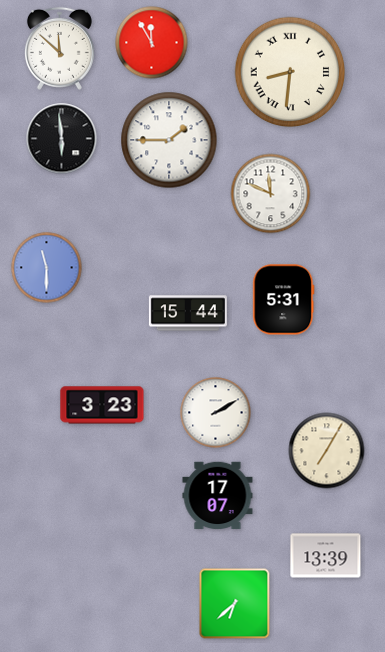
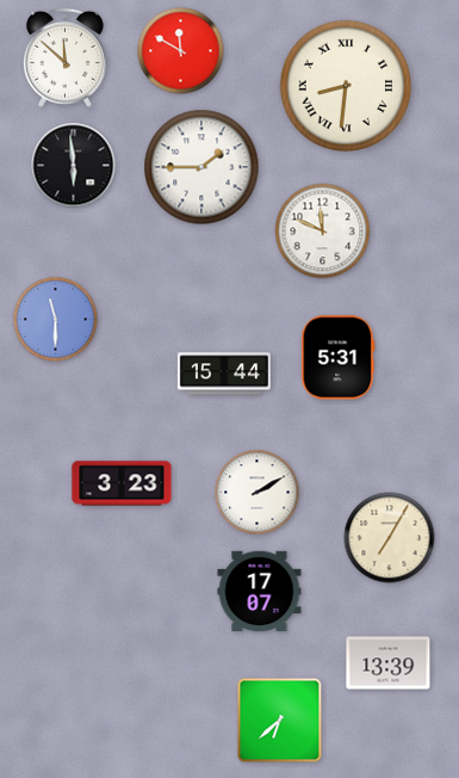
clock at (152, 43): 11:55 -> 11:50
clock at (59, 48) position: (59, 48) -> (64, 57)
